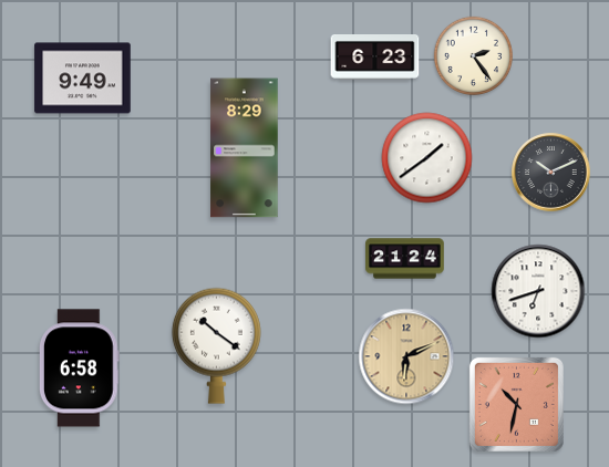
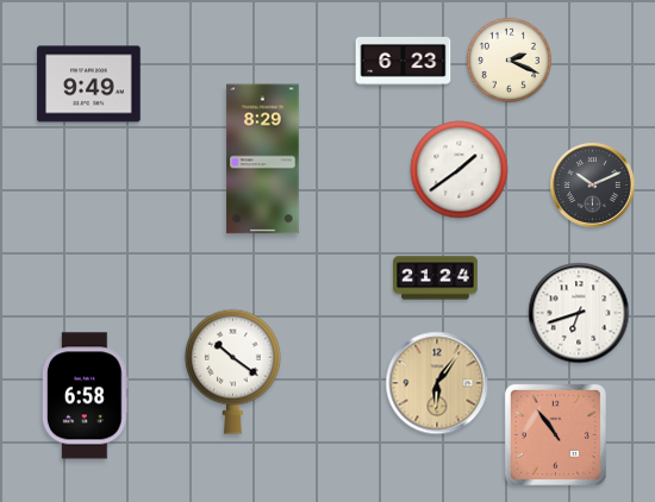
clock at (473, 55): 2:24 -> 2:19
clock at (406, 356): 6:11 -> 6:06
clock at (516, 404): 10:32 -> 10:54
